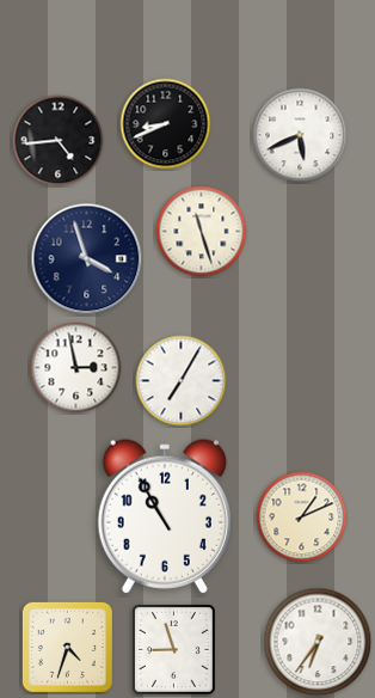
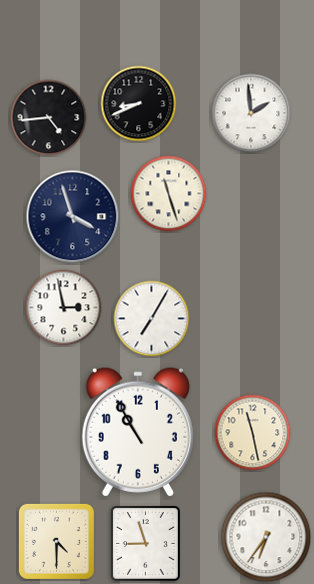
clock at (300, 135): 5:41 -> 1:59
clock at (302, 518): 1:11 -> 11:28
clock at (67, 647): 4:33 -> 4:30
